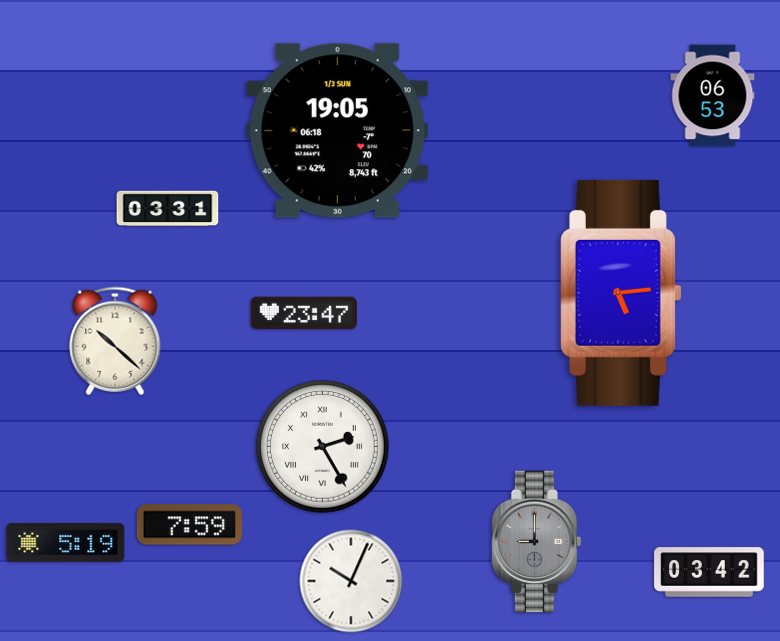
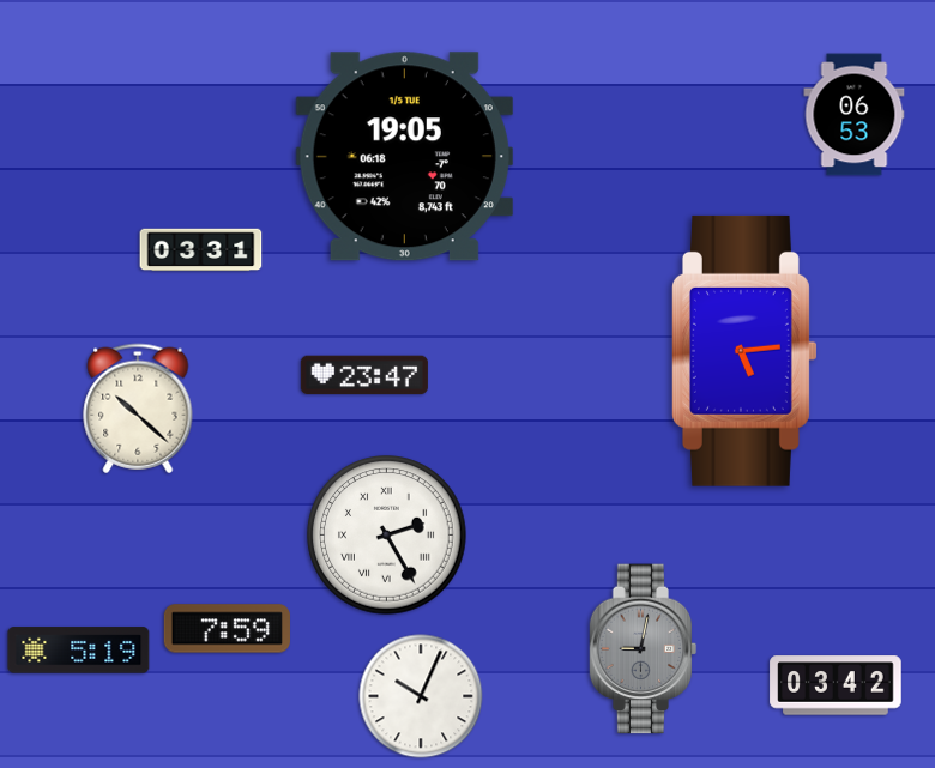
clock at (337, 131) date: 1/3 SUN -> 1/5 TUE
clock at (537, 542): 9:00 -> 9:02
clock at (709, 572) position: (709, 572) -> (836, 685)
